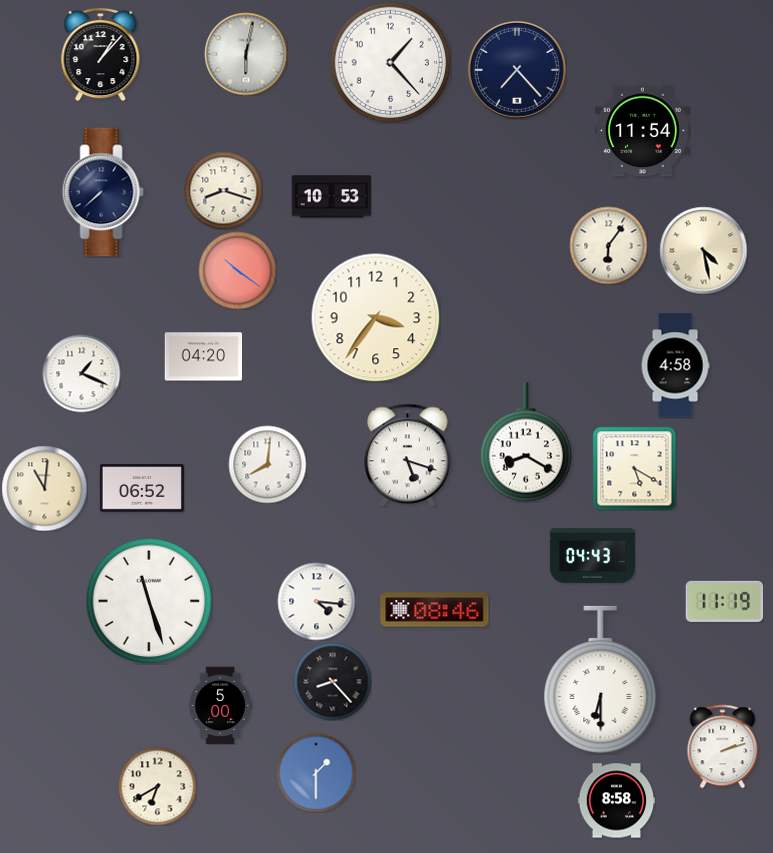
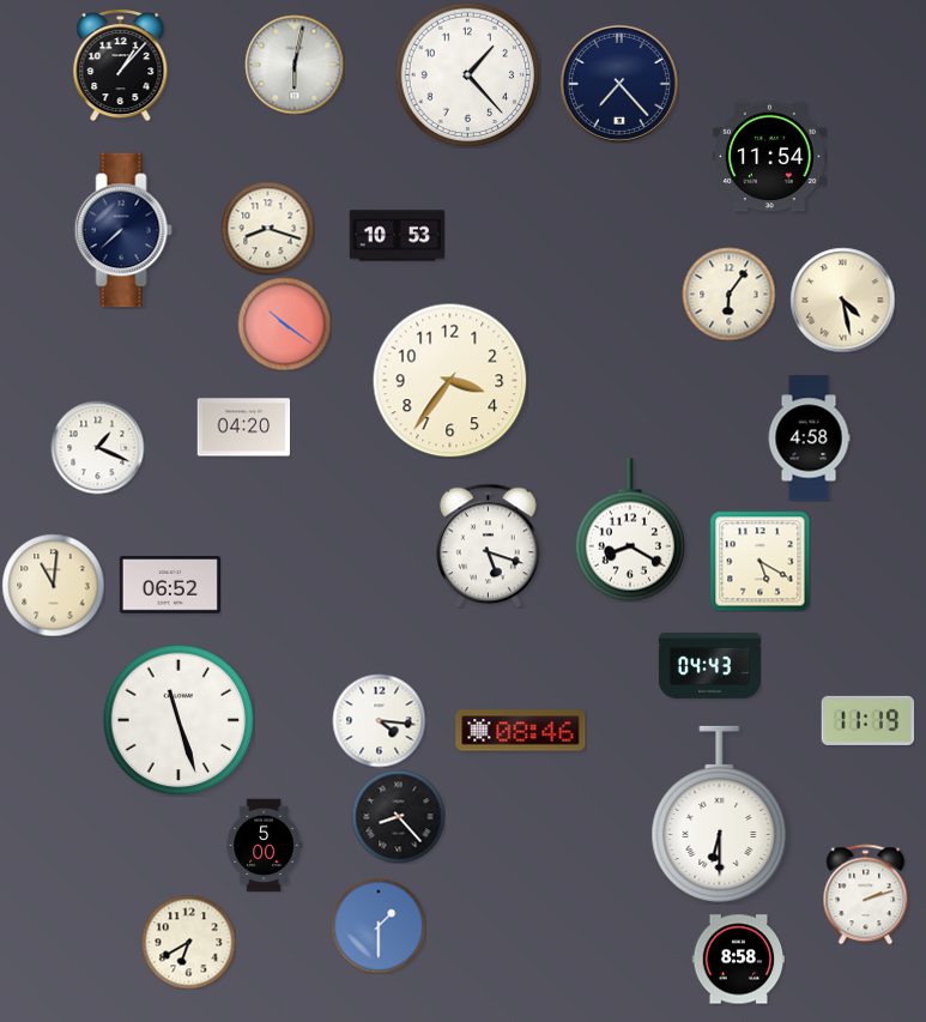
clock at (267, 464): 8:01 -> none
